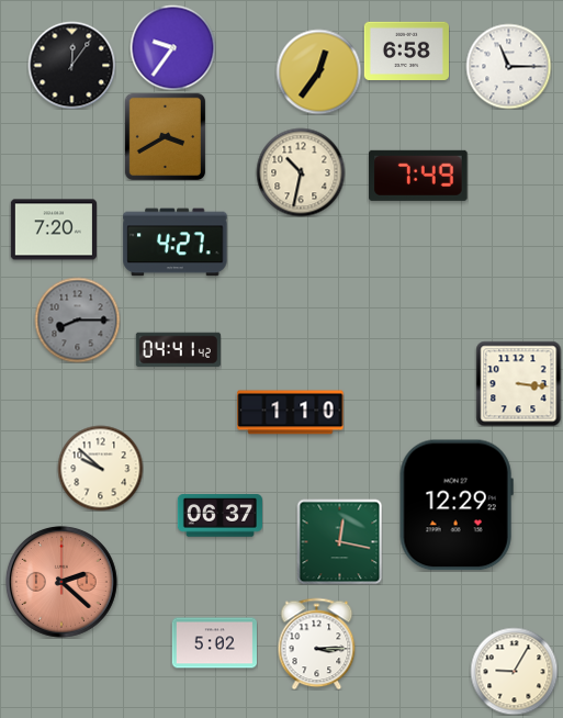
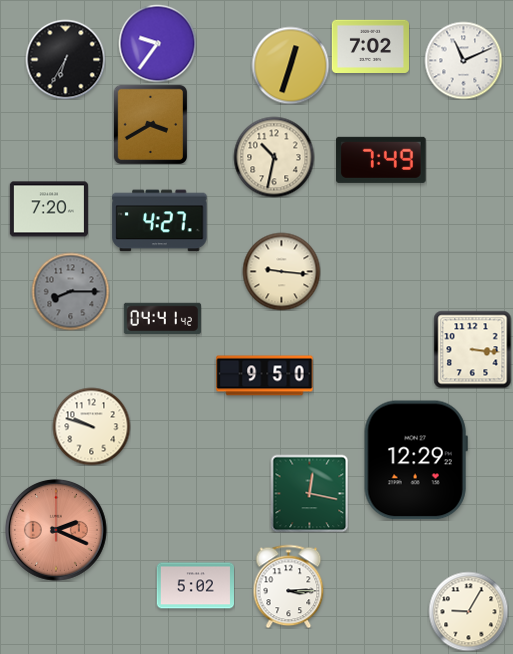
clock at (406, 51): 6:58 -> 7:02
clock at (71, 65): 12:06 -> 6:35
clock at (508, 66): 11:15 -> 11:11
clock at (318, 71): 12:36 -> 12:33
clock at (281, 271): none -> 9:16
clock at (291, 413): 1:10 -> 9:50
clock at (100, 468): 9:52 -> 9:48
clock at (219, 516): 06:37 -> none
clock at (61, 582): 2:22 -> 2:19
